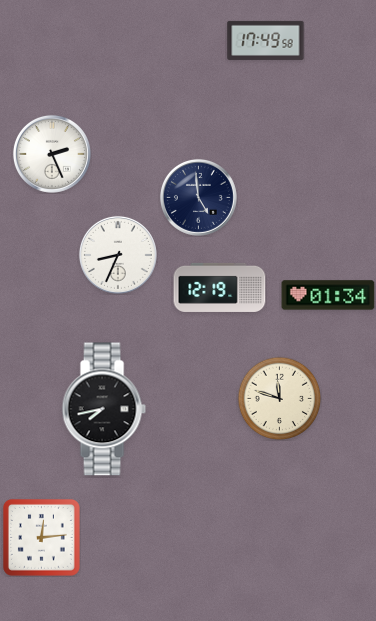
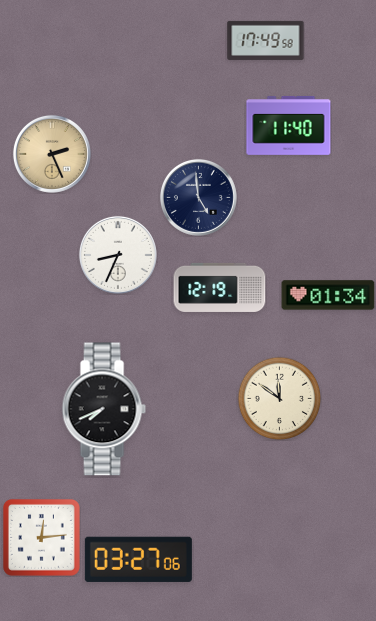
clock at (289, 125): none -> 11:40
clock at (52, 154) dial: white -> champagne
clock at (279, 398): 11:48 -> 11:51
clock at (104, 409): 7:43 -> 7:41
clock at (138, 559): none -> 03:27
